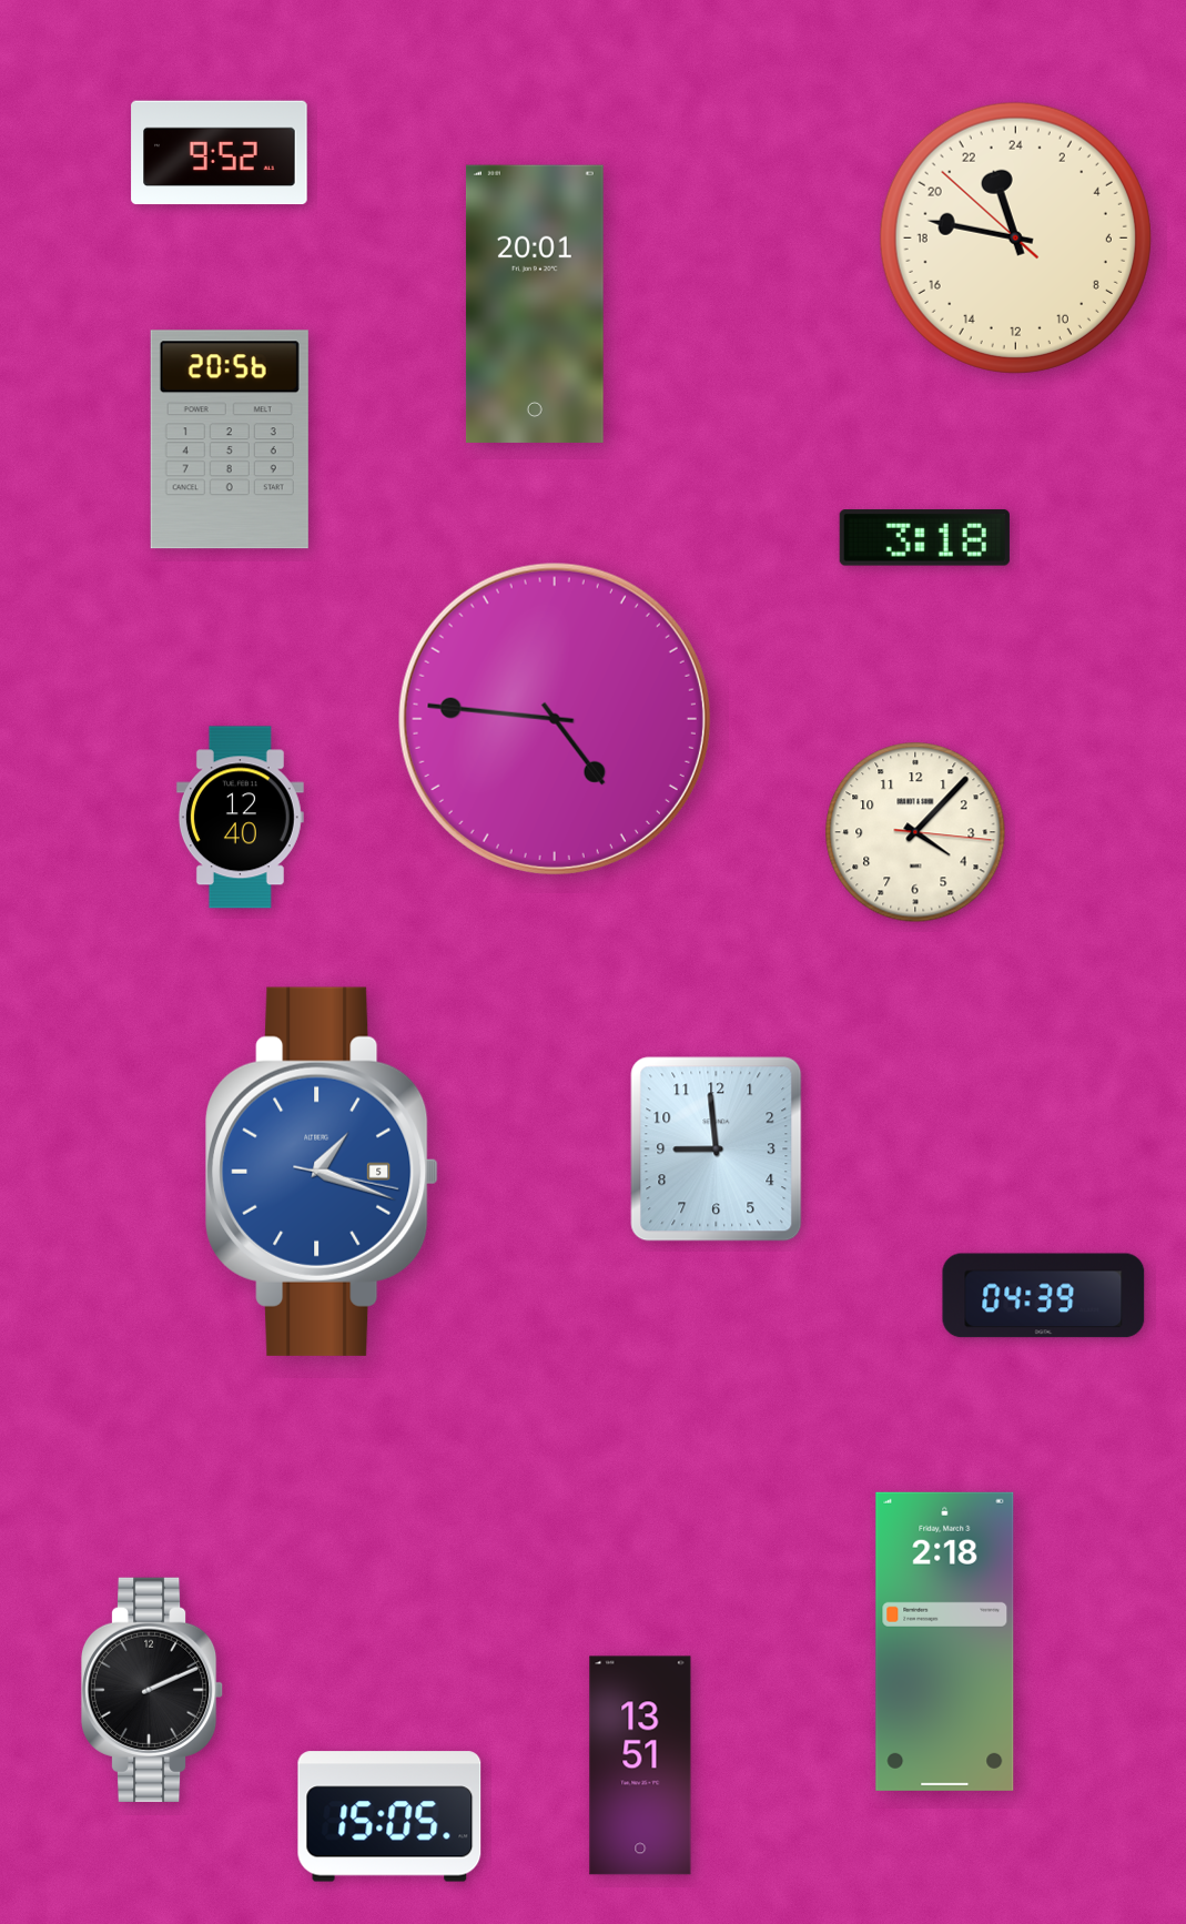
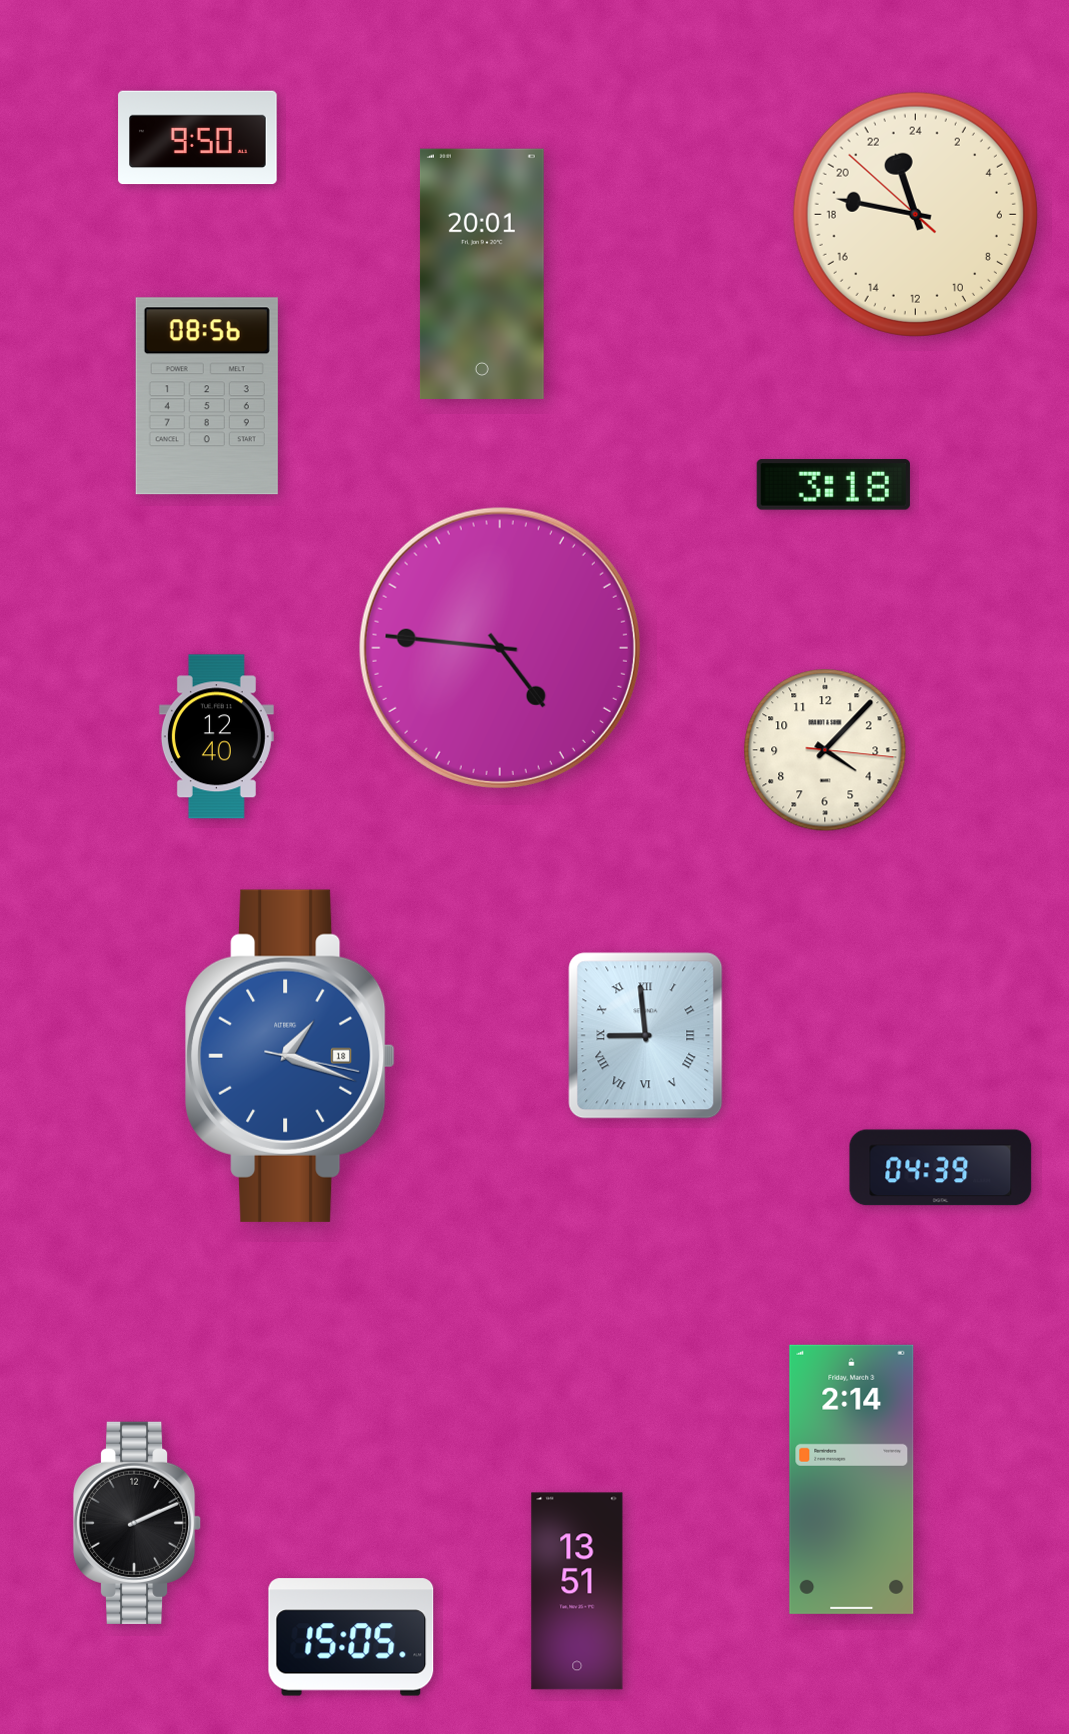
clock at (220, 153): 9:52 -> 9:50
clock at (230, 439): 20:56 -> 08:56
clock at (717, 1150) numerals: Arabic -> Roman
clock at (322, 1172) date: 5 -> 18
clock at (945, 1641): 2:18 -> 2:14
